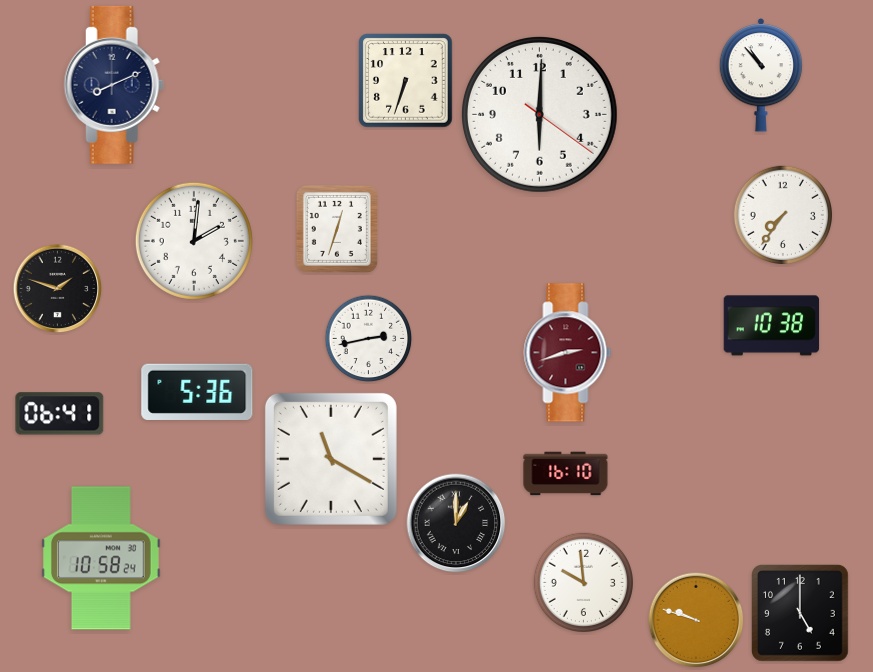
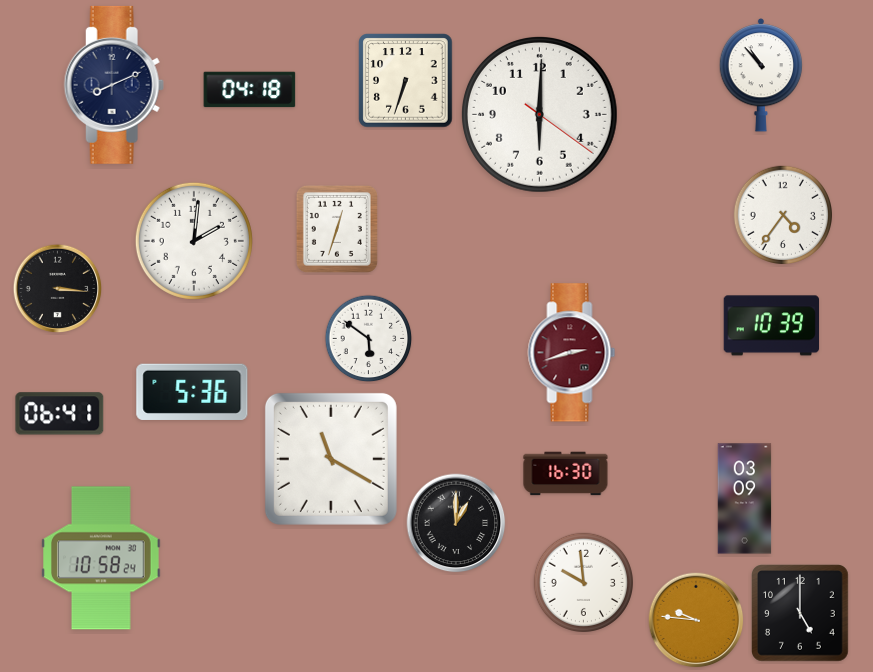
clock at (250, 90): none -> 04:18
clock at (782, 214): 7:36 -> 4:36
clock at (58, 289): 1:48 -> 3:16
clock at (772, 326): 10:38 -> 10:39
clock at (369, 339): 2:43 -> 5:51
clock at (568, 353) position: (568, 353) -> (572, 353)
clock at (197, 392) position: (197, 392) -> (192, 392)
clock at (566, 474): 16:10 -> 16:30
clock at (745, 499): none -> 03:09
clock at (696, 620): 9:48 -> 9:46
